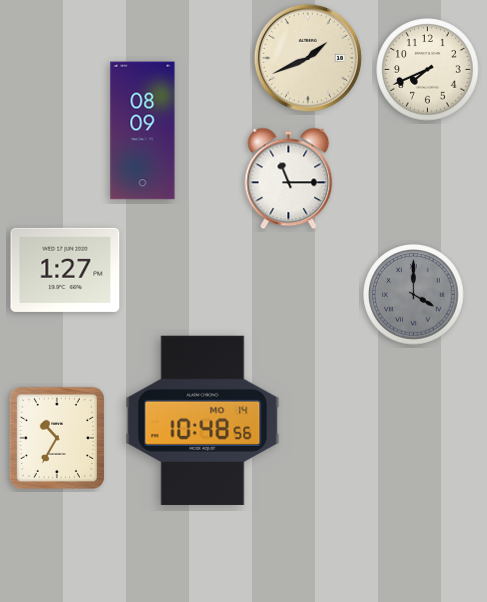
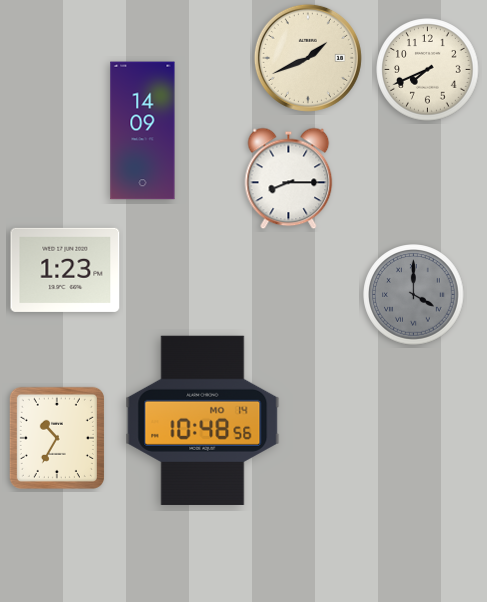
clock at (143, 131): 08:09 -> 14:09
clock at (289, 179): 11:15 -> 8:15
clock at (65, 270): 1:27 -> 1:23
